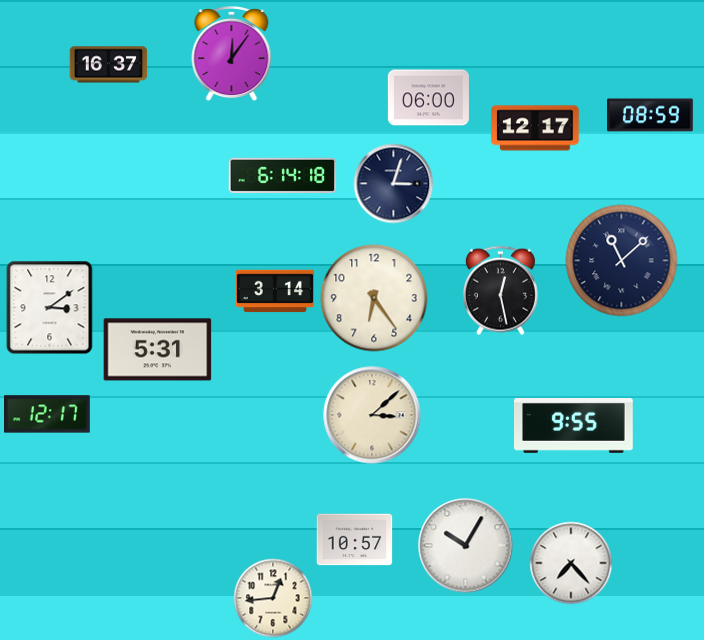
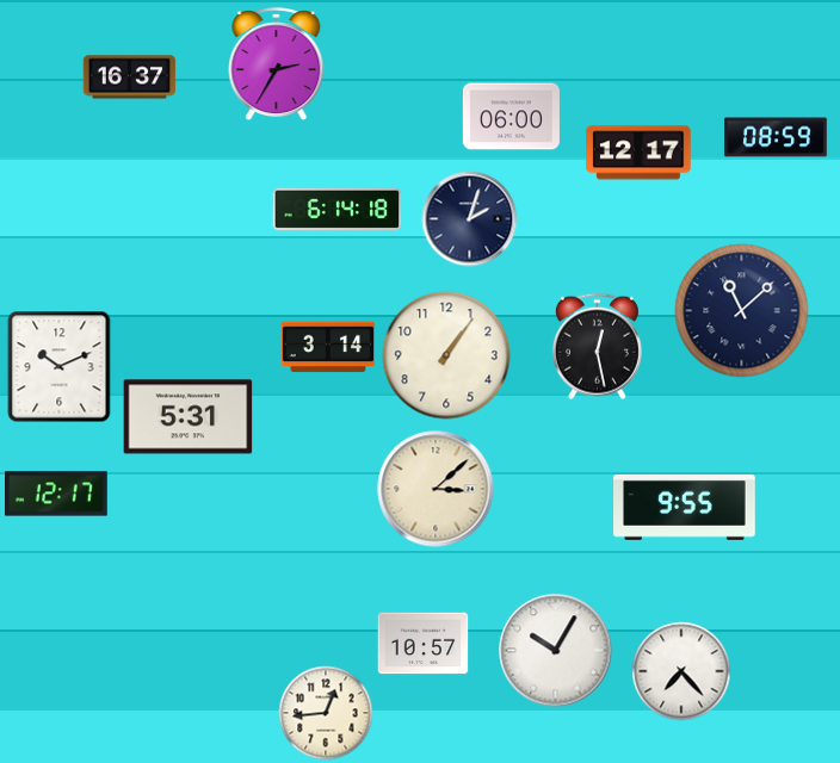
clock at (232, 55): 12:06 -> 2:35
clock at (394, 184): 3:03 -> 2:03
clock at (374, 298): 6:24 -> 1:06
clock at (50, 308): 3:09 -> 10:11
clock at (372, 415) position: (372, 415) -> (436, 489)
